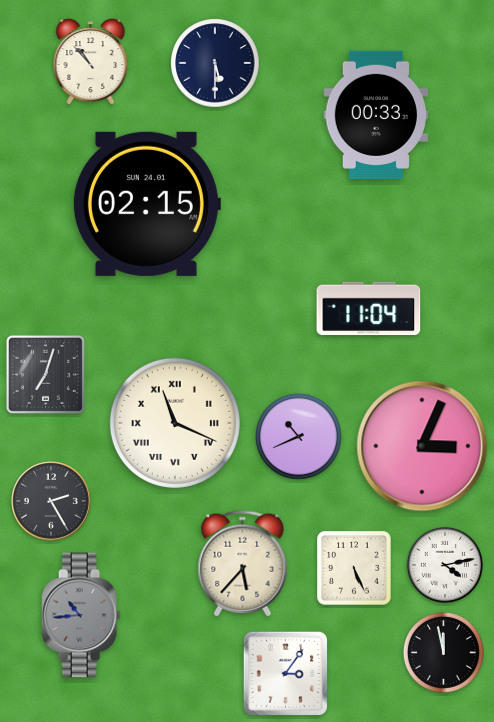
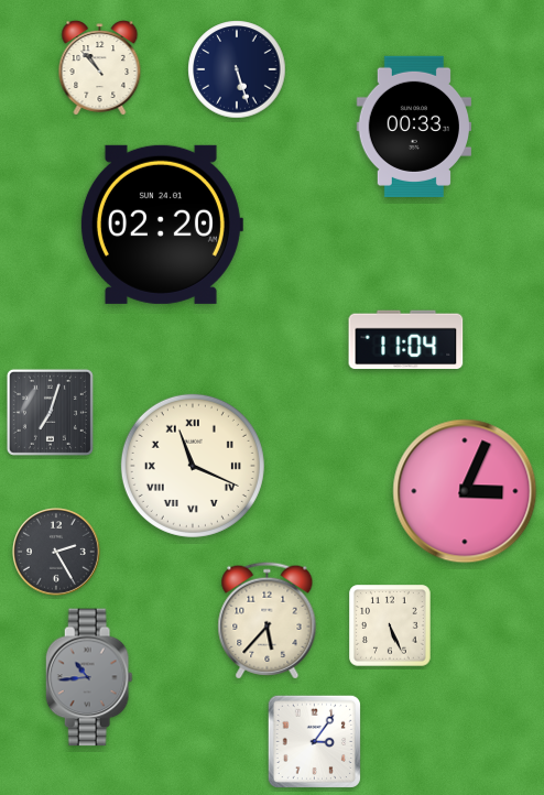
clock at (215, 63): 5:30 -> 5:27
clock at (146, 204): 02:15 -> 02:20
clock at (299, 437): 10:41 -> none
clock at (445, 565): 4:13 -> none
clock at (443, 652): 11:58 -> none
